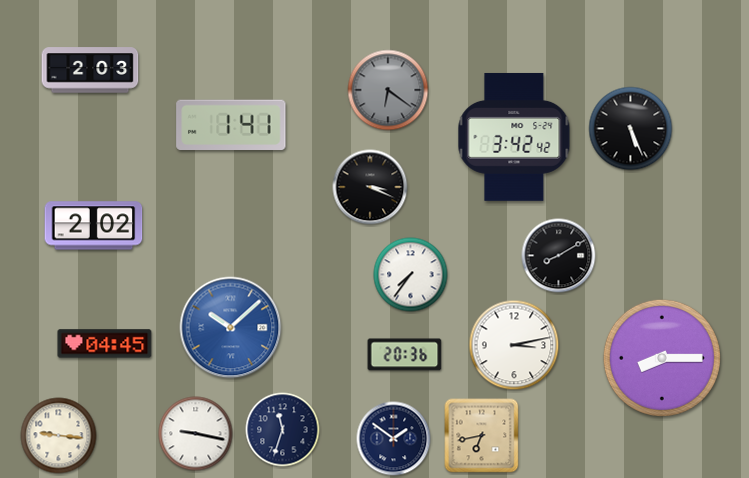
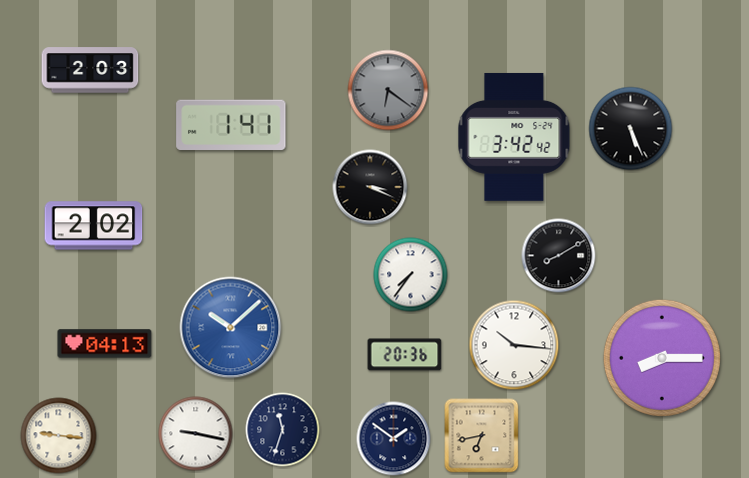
clock at (105, 344): 04:45 -> 04:13
clock at (514, 345): 3:13 -> 10:16
